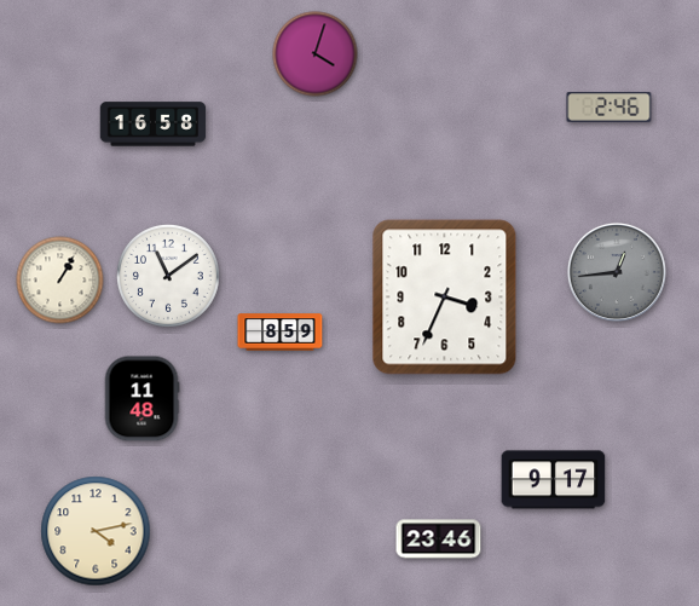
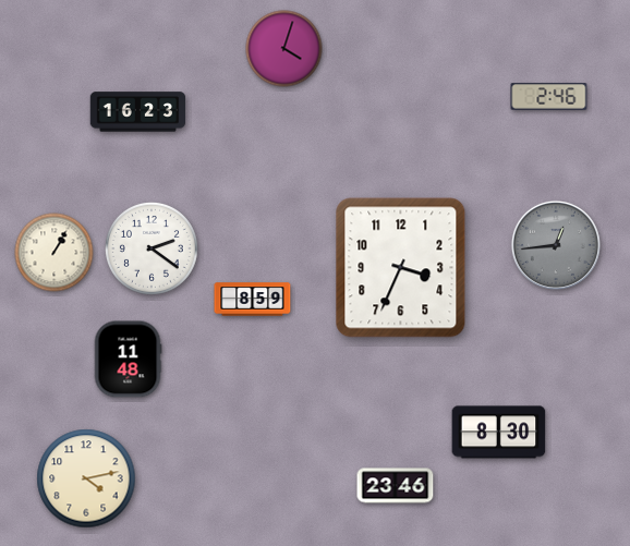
clock at (154, 125): 16:58 -> 16:23
clock at (168, 276): 11:09 -> 2:21
clock at (554, 480): 9:17 -> 8:30
